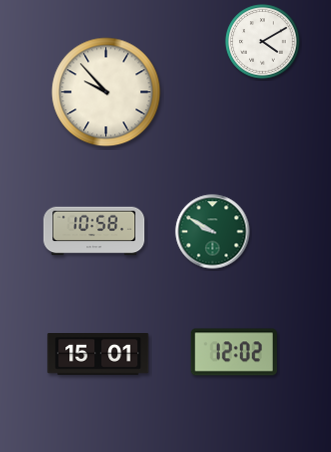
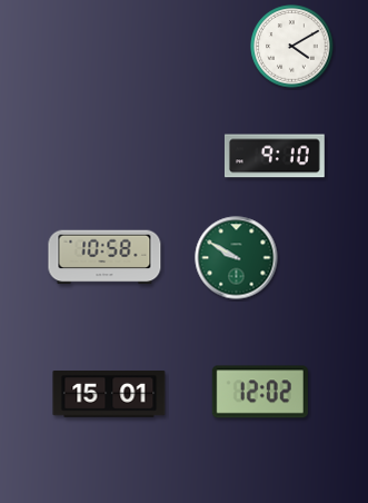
clock at (106, 92): 9:53 -> none
clock at (275, 156): none -> 9:10
